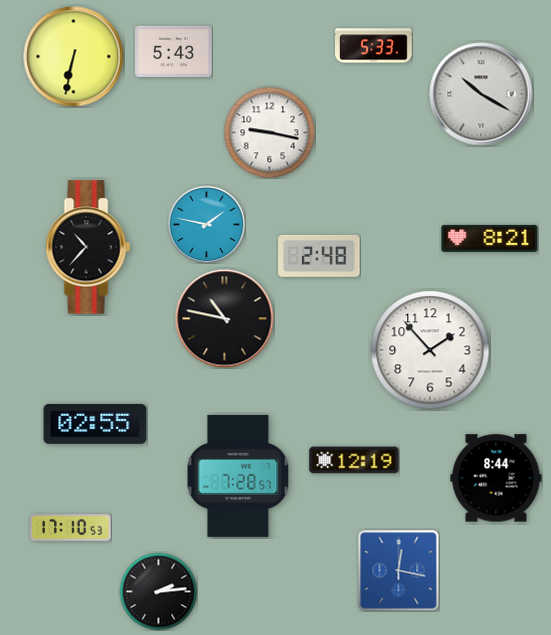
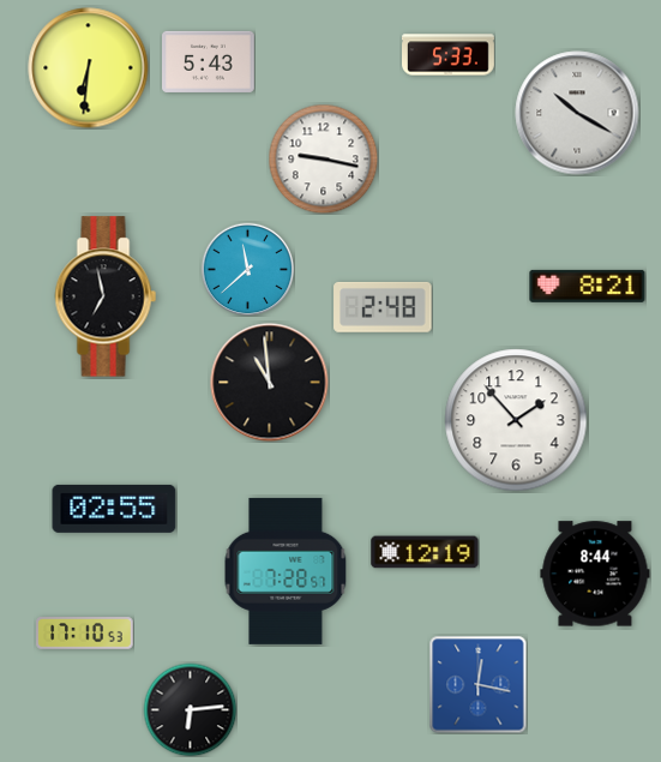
clock at (74, 57): 6:32 -> 6:31
clock at (206, 224): 1:47 -> 11:38
clock at (88, 247): 10:37 -> 6:58
clock at (225, 319): 10:47 -> 10:59
clock at (158, 591): 2:14 -> 6:14
